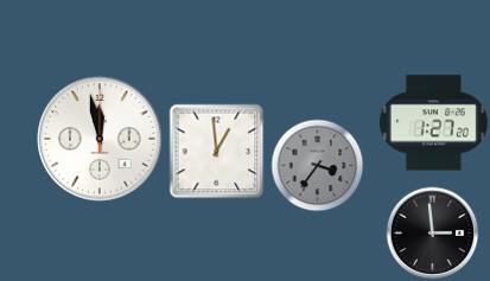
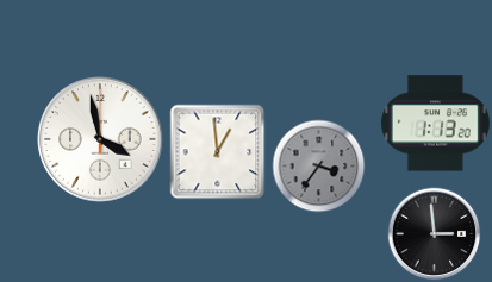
clock at (433, 123): 1:27 -> 1:13
clock at (100, 139): 11:58 -> 3:58
